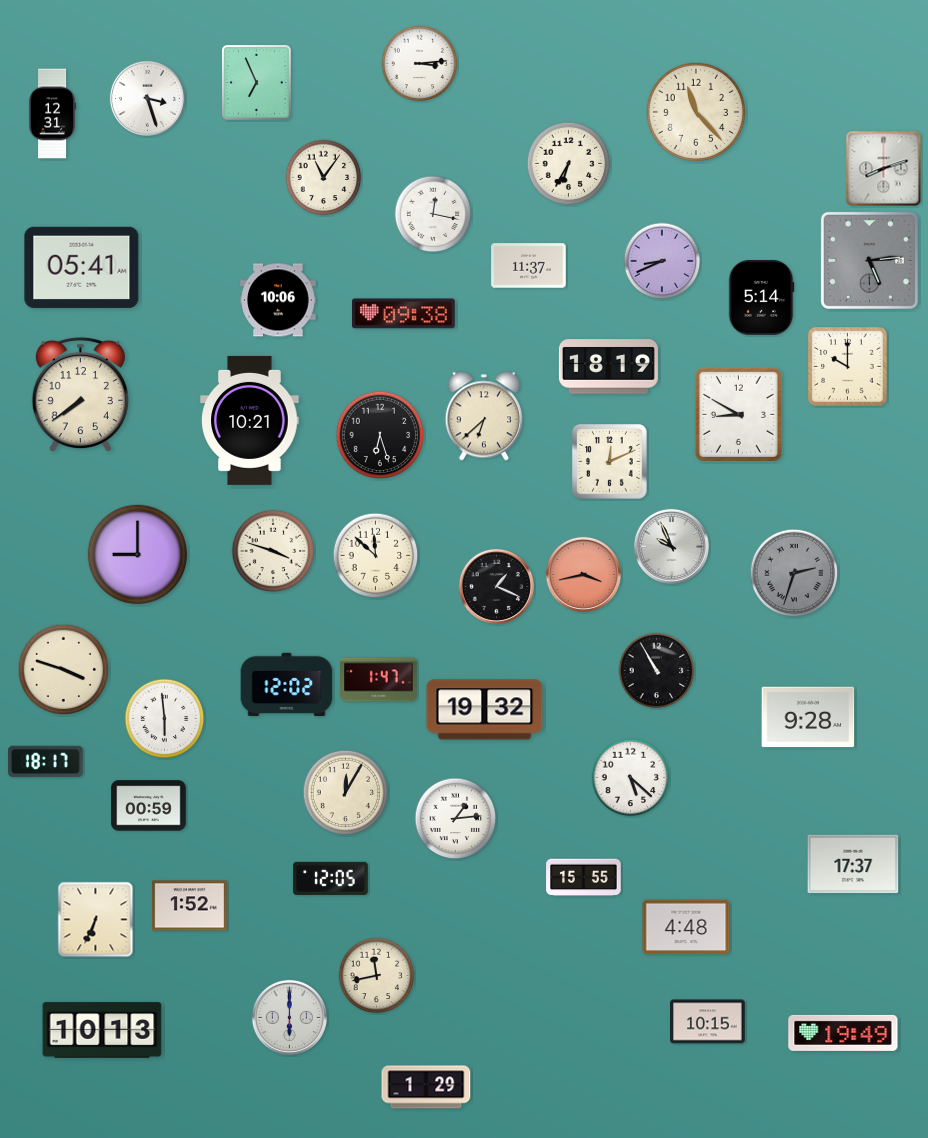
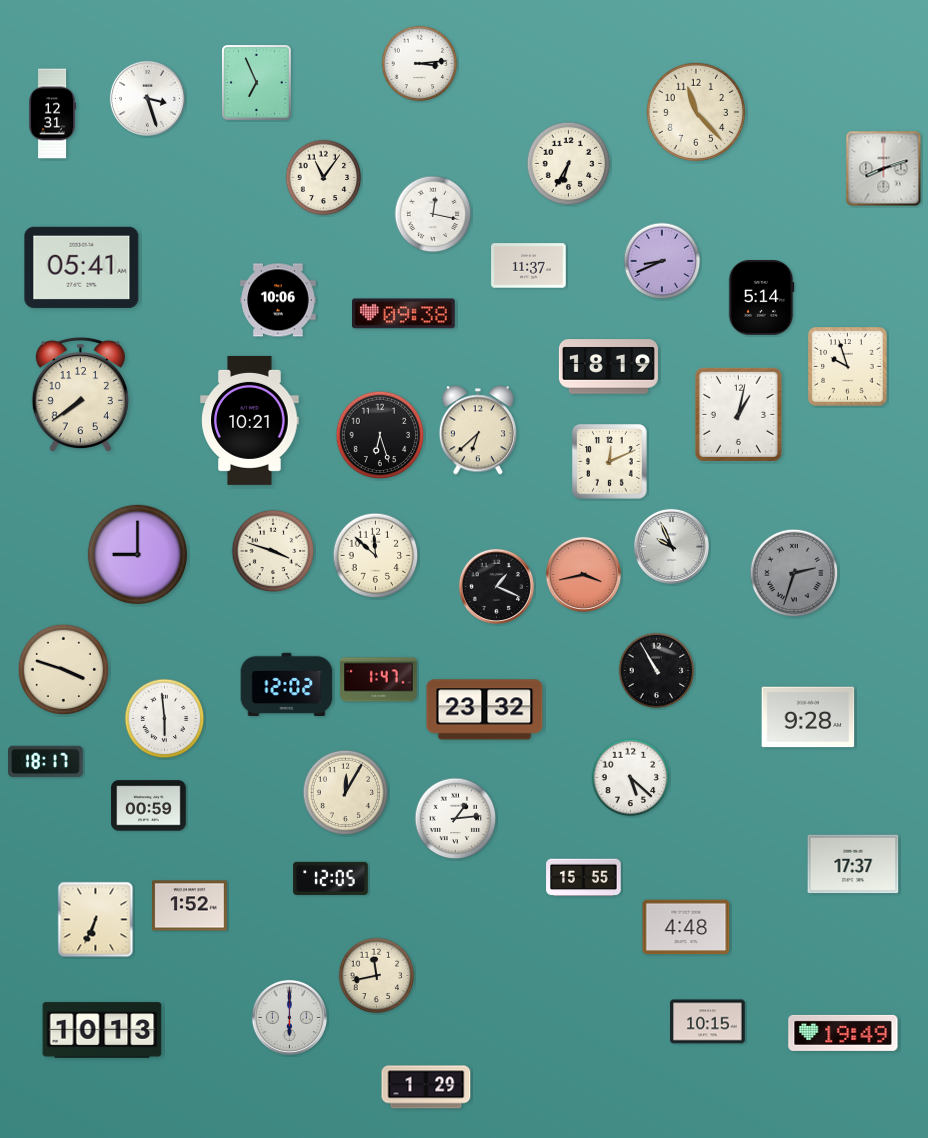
clock at (869, 260): 5:14 -> none
clock at (848, 367): 10:00 -> 9:57
clock at (738, 414): 8:50 -> 1:02
clock at (484, 416) position: (484, 416) -> (478, 430)
clock at (485, 710): 19:32 -> 23:32
